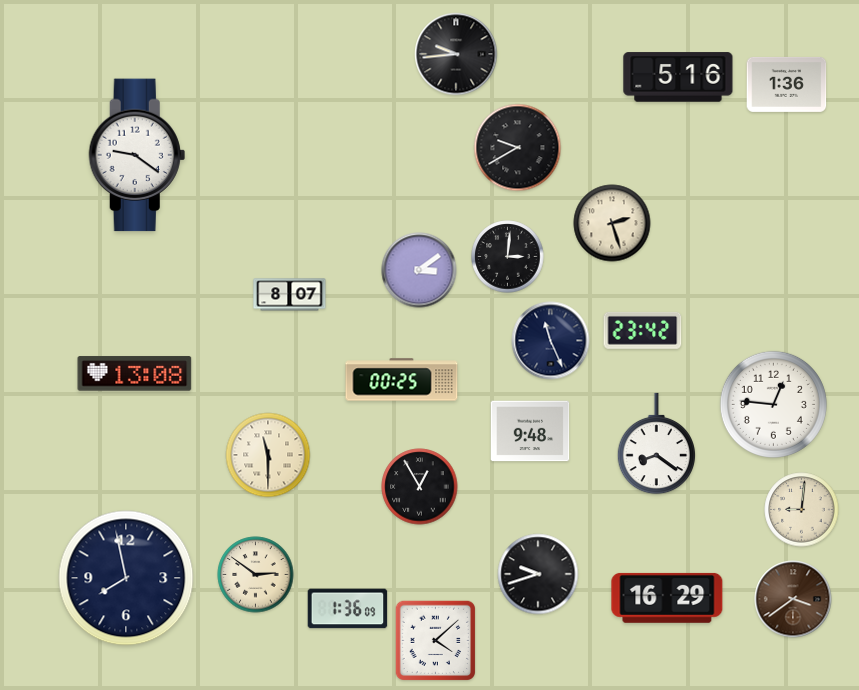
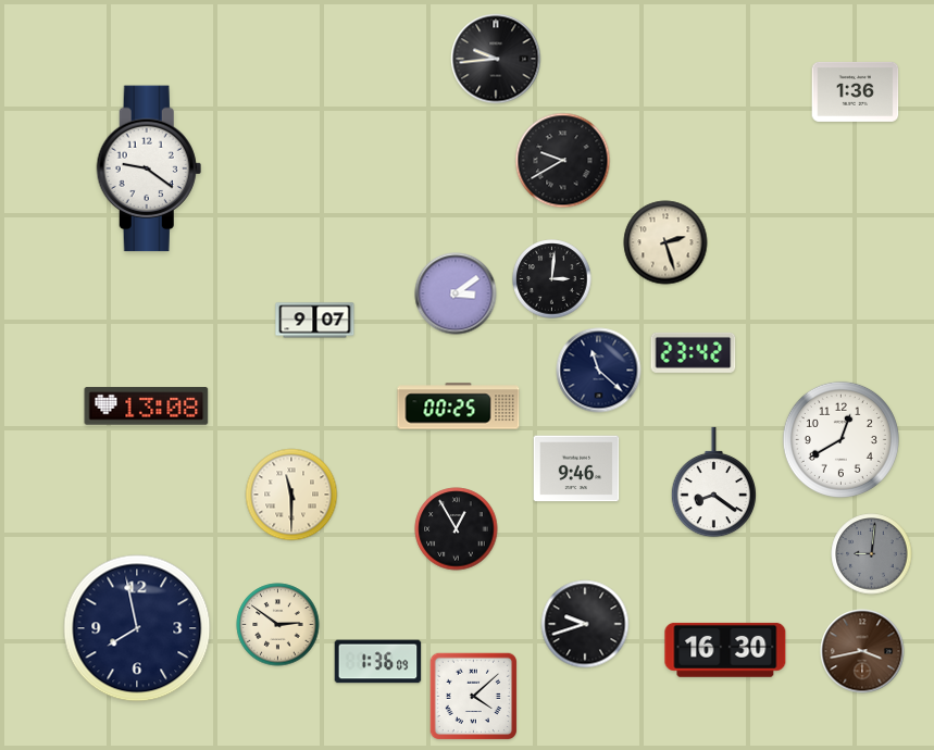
clock at (678, 77): 5:16 -> none
clock at (290, 295): 8:07 -> 9:07
clock at (643, 330) position: (643, 330) -> (694, 352)
clock at (551, 341): 11:26 -> 11:22
clock at (402, 380) position: (402, 380) -> (459, 407)
clock at (773, 404): 12:46 -> 12:40
clock at (530, 431): 9:48 -> 9:46
clock at (802, 510) dial: cream -> grey
clock at (667, 598): 16:29 -> 16:30
clock at (793, 599): 3:39 -> 3:43
